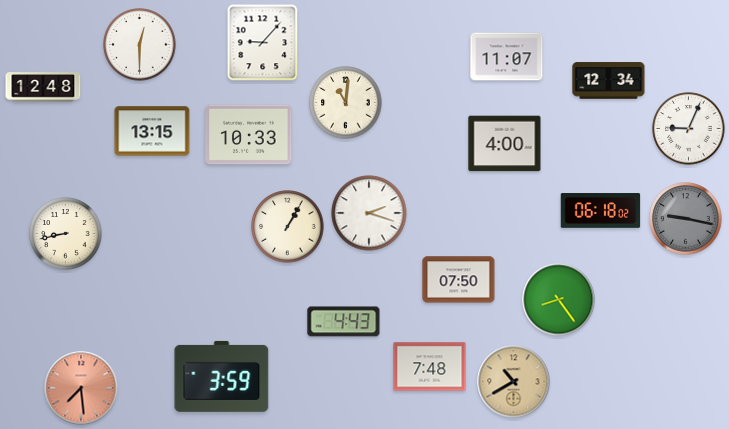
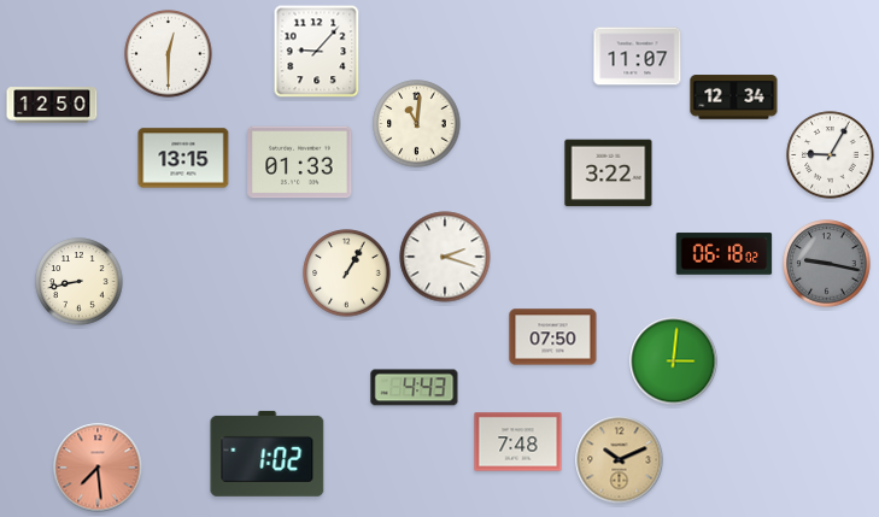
clock at (507, 57) position: (507, 57) -> (638, 57)
clock at (43, 87): 12:48 -> 12:50
clock at (689, 129): 9:04 -> 9:05
clock at (249, 135): 10:33 -> 01:33
clock at (505, 144): 4:00 -> 3:22
clock at (559, 300): 8:24 -> 3:01
clock at (222, 376): 3:59 -> 1:02
clock at (514, 382): 10:40 -> 10:11
